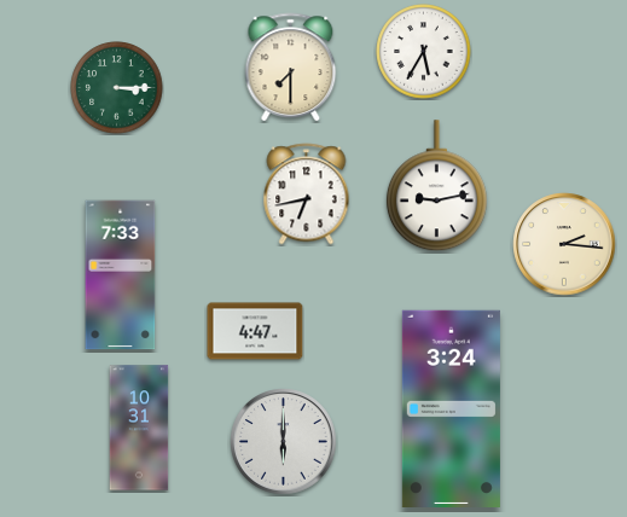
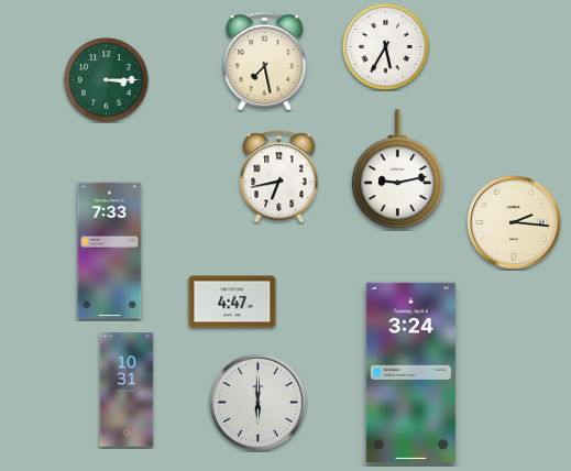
clock at (291, 66): 7:30 -> 7:28
